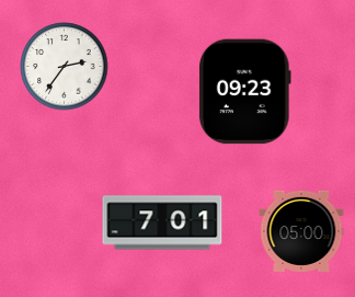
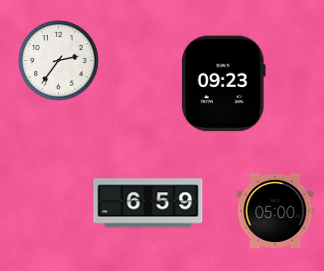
clock at (162, 222): 7:01 -> 6:59
